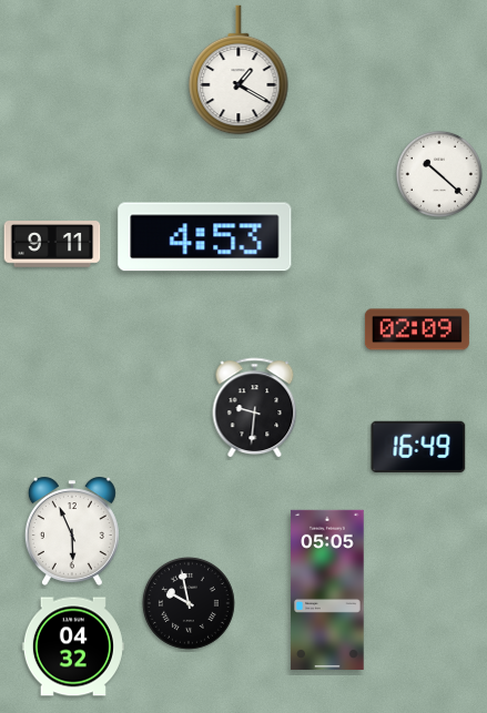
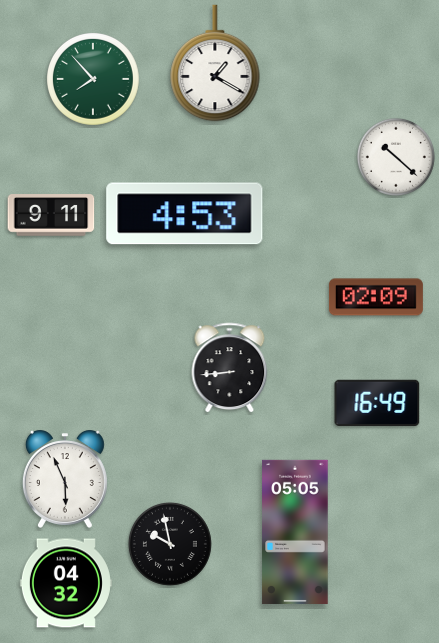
clock at (94, 80): none -> 7:53
clock at (52, 244) position: (52, 244) -> (51, 215)
clock at (255, 408): 9:31 -> 8:44
